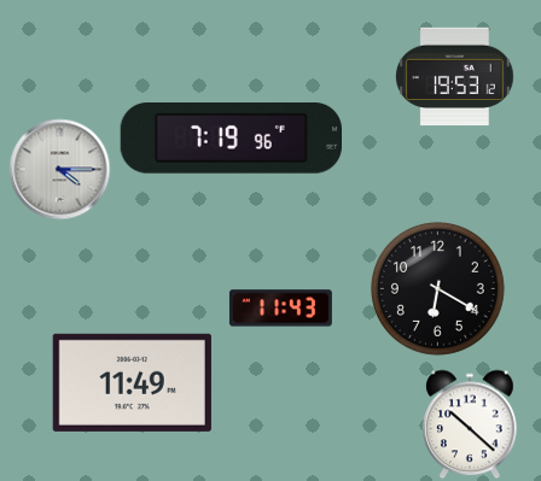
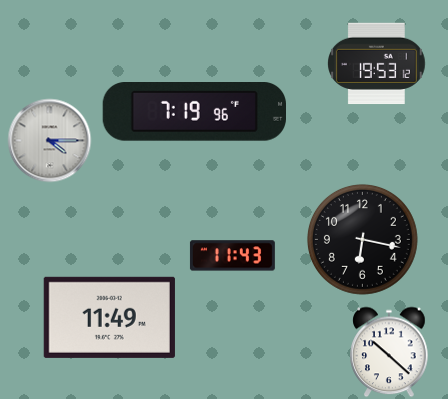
clock at (231, 139) position: (231, 139) -> (194, 112)
clock at (437, 288): 6:20 -> 6:17
